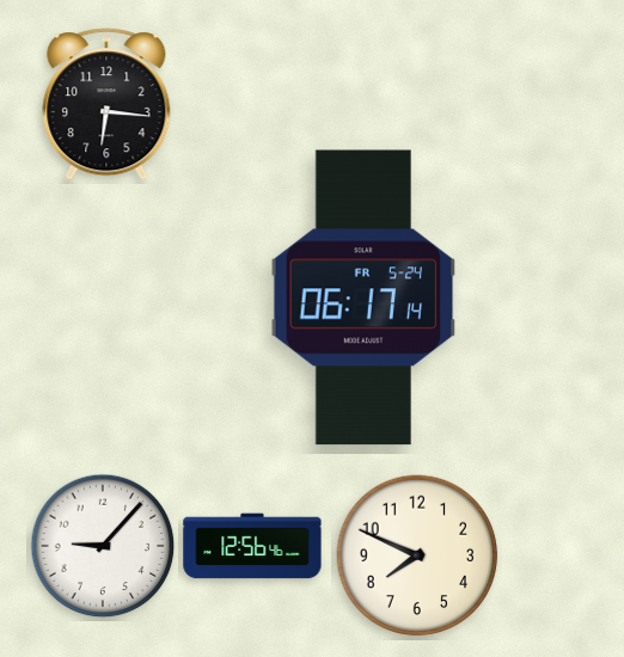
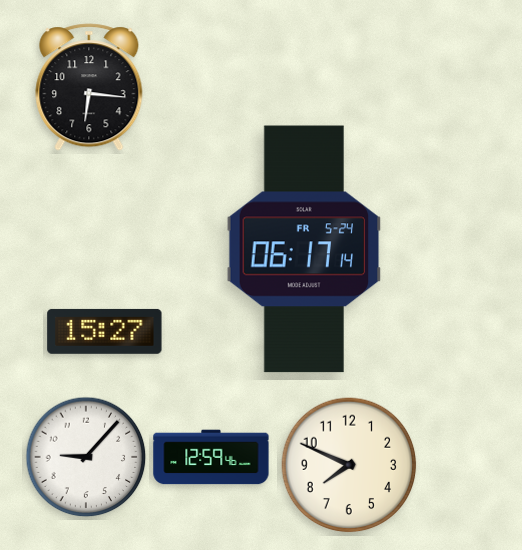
clock at (105, 331): none -> 15:27
clock at (252, 546): 12:56 -> 12:59
